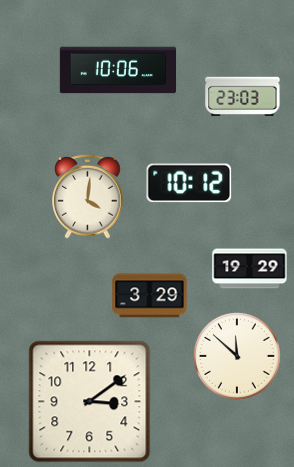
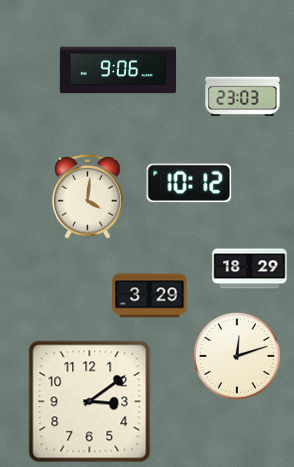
clock at (118, 70): 10:06 -> 9:06
clock at (250, 269): 19:29 -> 18:29
clock at (237, 356): 11:52 -> 12:12
